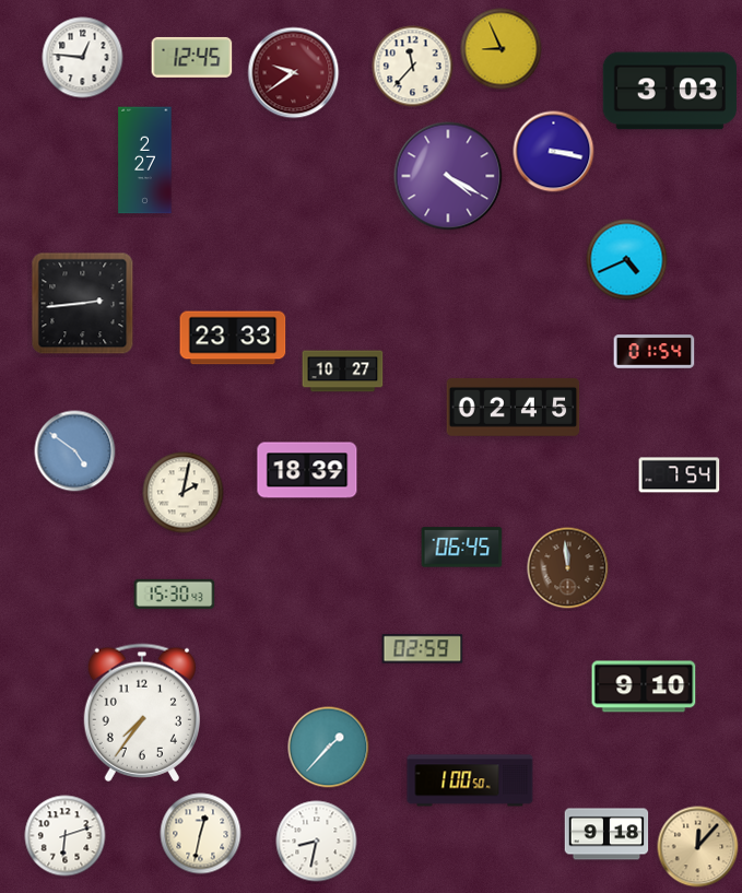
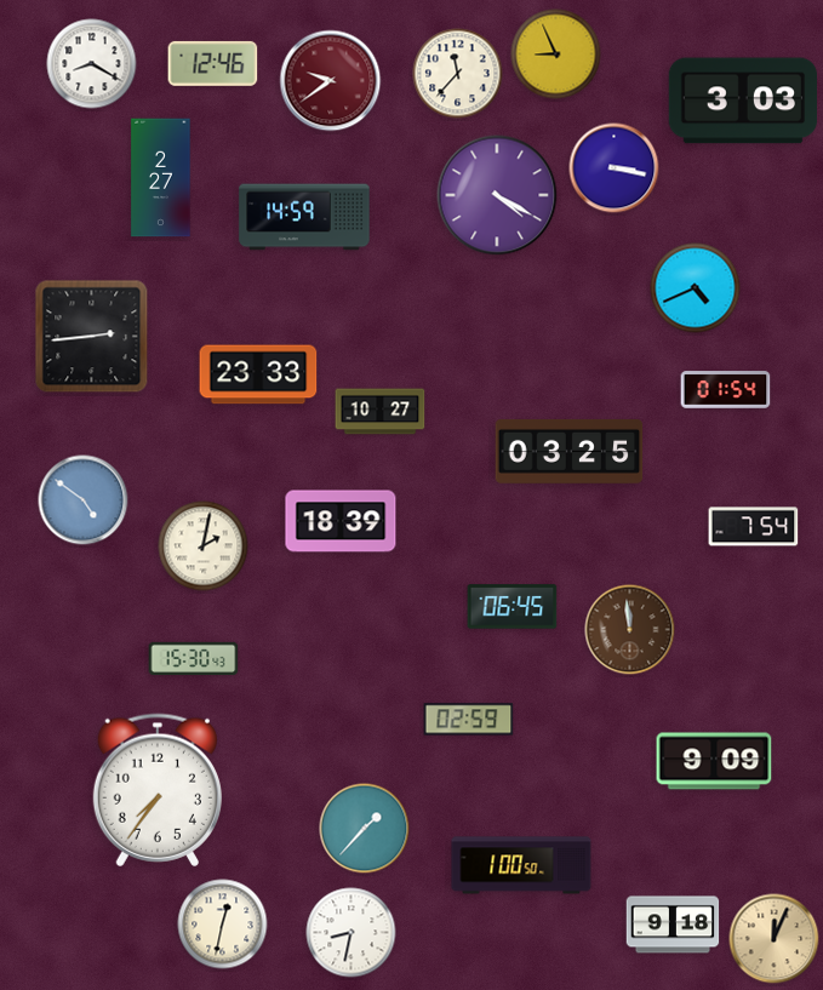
clock at (192, 57): 12:45 -> 12:46
clock at (83, 58): 12:46 -> 8:20
clock at (294, 73) position: (294, 73) -> (331, 81)
clock at (304, 217): none -> 14:59
clock at (514, 407): 02:45 -> 03:25
clock at (644, 686): 9:10 -> 9:09
clock at (66, 836): 6:12 -> none
clock at (698, 847): 12:07 -> 12:04
